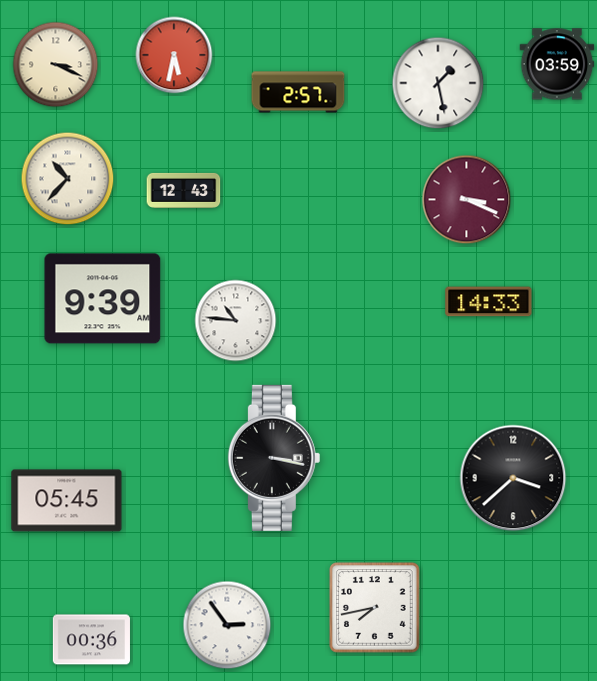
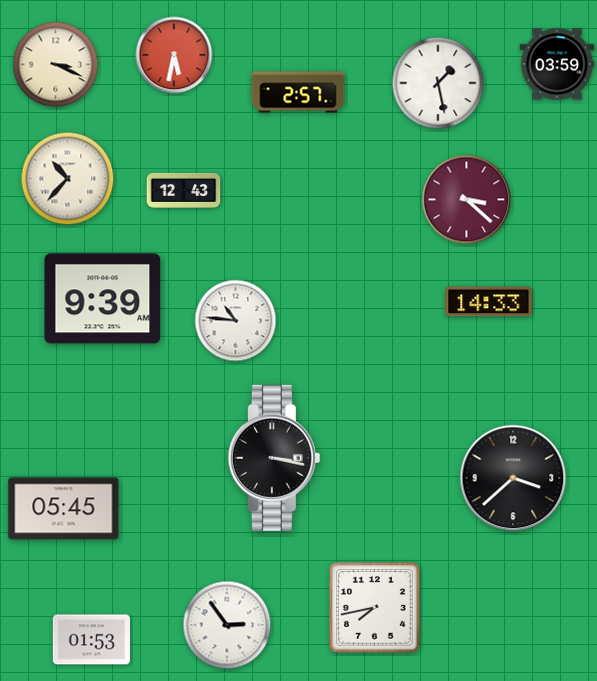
clock at (467, 200): 3:19 -> 3:22
clock at (67, 501) position: (67, 501) -> (64, 509)
clock at (91, 640): 00:36 -> 01:53
